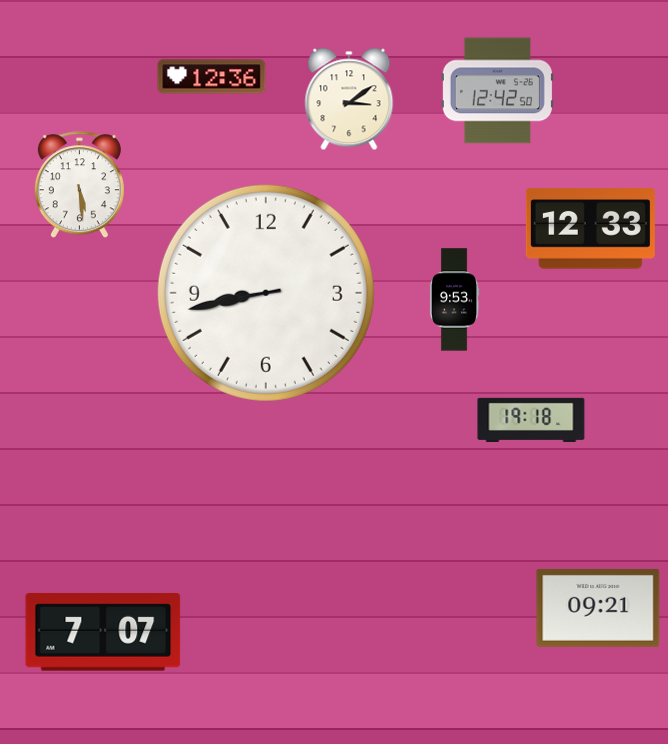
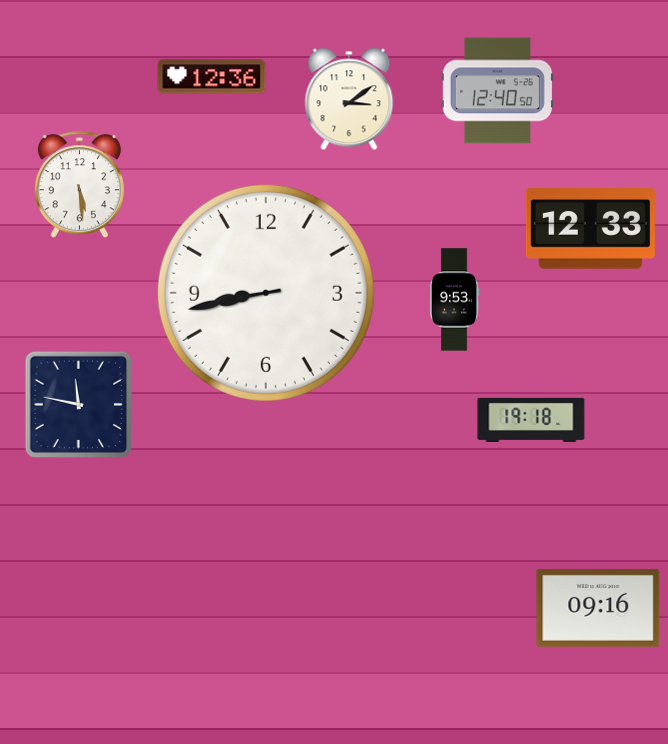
clock at (497, 91): 12:42 -> 12:40
clock at (78, 404): none -> 11:47
clock at (598, 608): 09:21 -> 09:16
clock at (103, 632): 7:07 -> none
